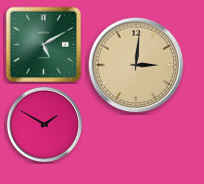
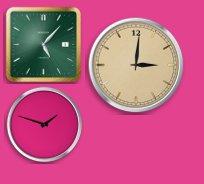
clock at (44, 45): 5:10 -> 5:07
clock at (44, 124): 1:50 -> 1:48
